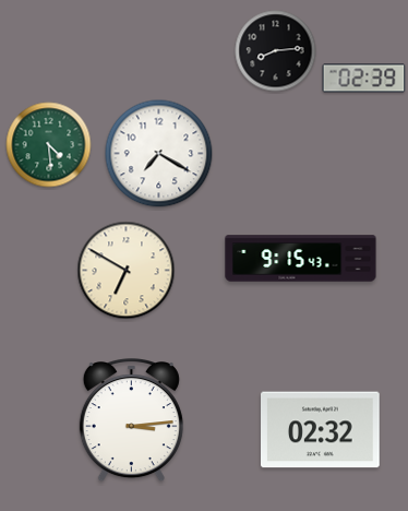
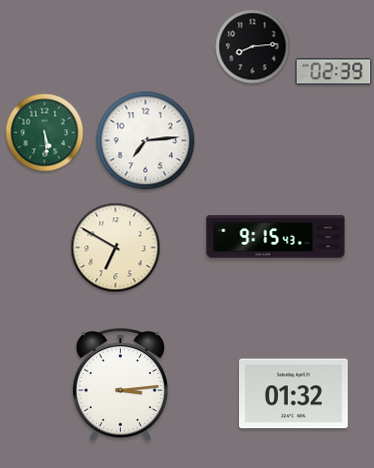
clock at (49, 145): 4:29 -> 5:29
clock at (159, 154): 7:20 -> 7:14
clock at (321, 430): 02:32 -> 01:32
